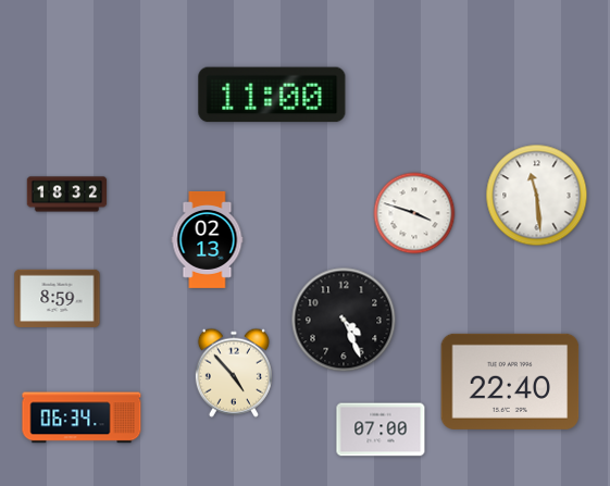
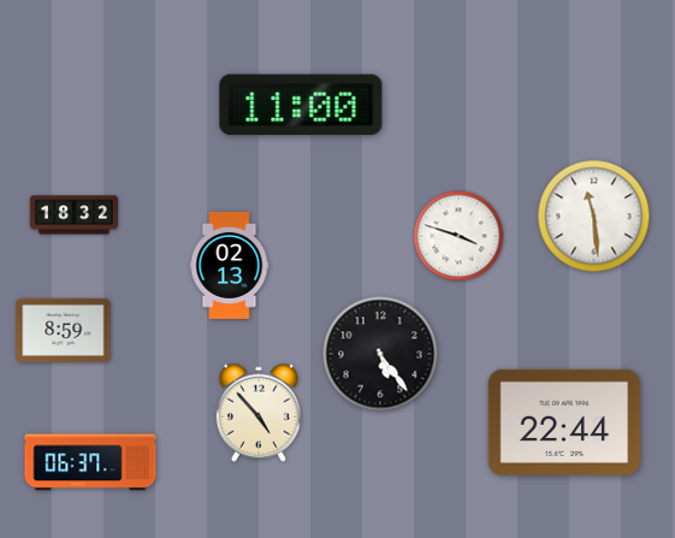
clock at (344, 320): 4:26 -> 5:24
clock at (510, 382): 22:40 -> 22:44
clock at (82, 418): 06:34 -> 06:37
clock at (381, 429): 07:00 -> none
